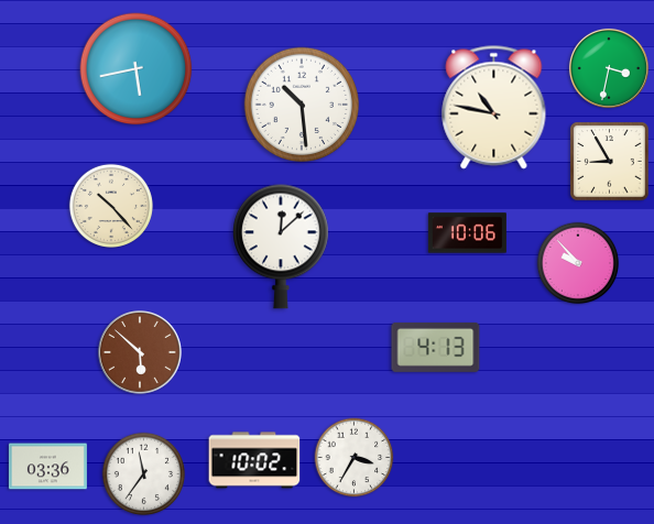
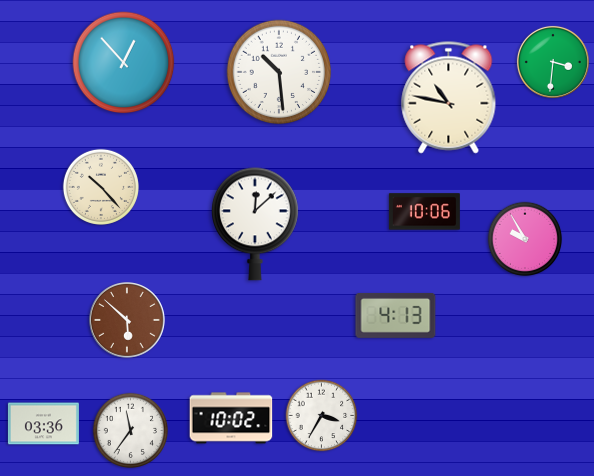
clock at (609, 68): 3:32 -> 3:31
clock at (137, 69): 5:43 -> 12:53
clock at (302, 105) position: (302, 105) -> (279, 72)
clock at (610, 162): 8:55 -> none
clock at (578, 263): 9:53 -> 9:55
